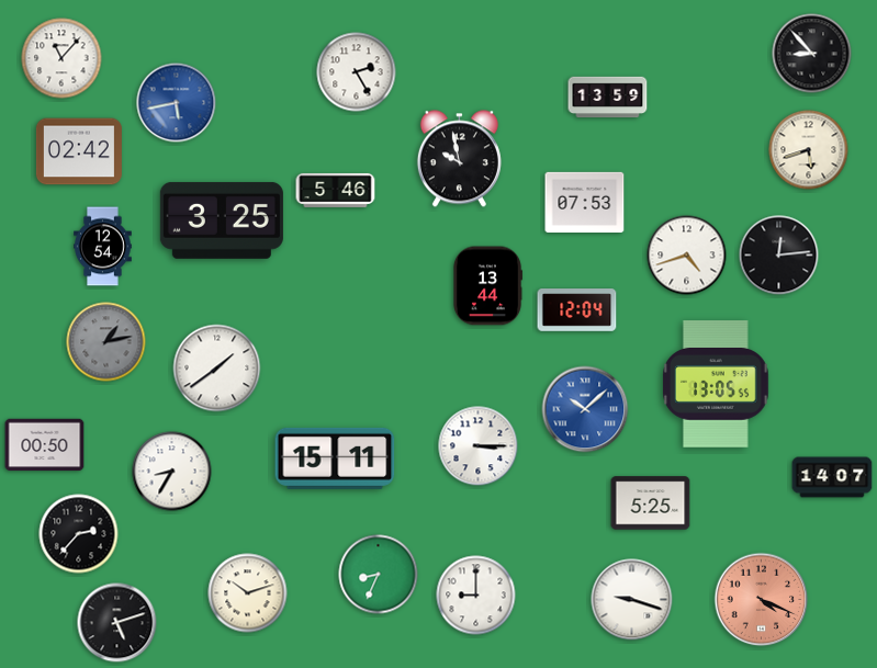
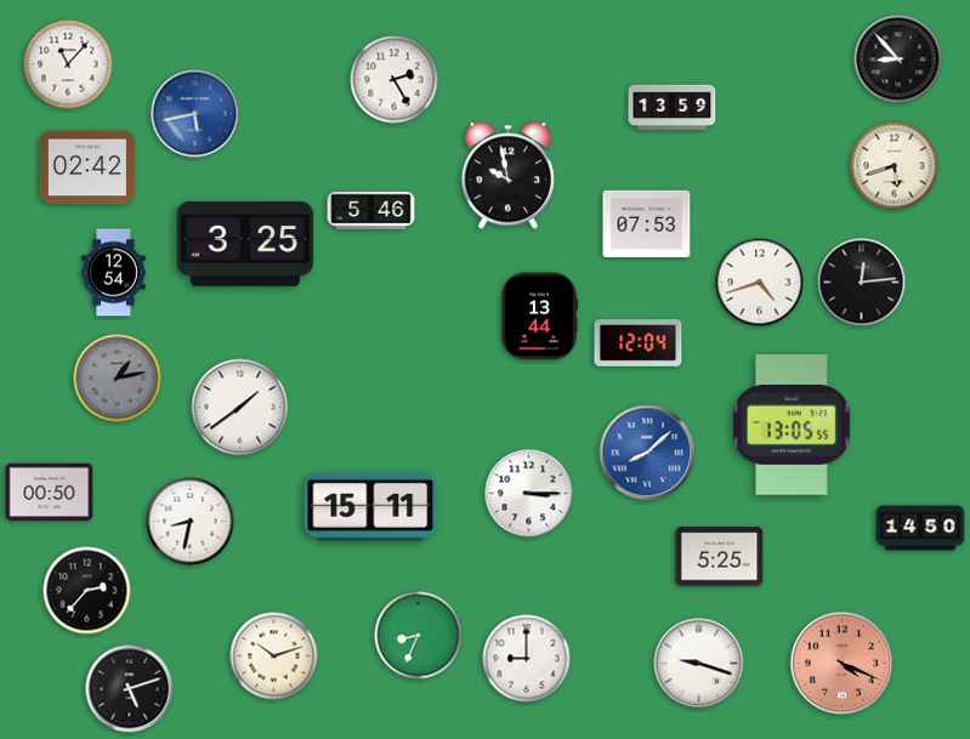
clock at (585, 409): 10:08 -> 8:08
clock at (172, 472): 8:35 -> 8:32
clock at (832, 477): 14:07 -> 14:50
